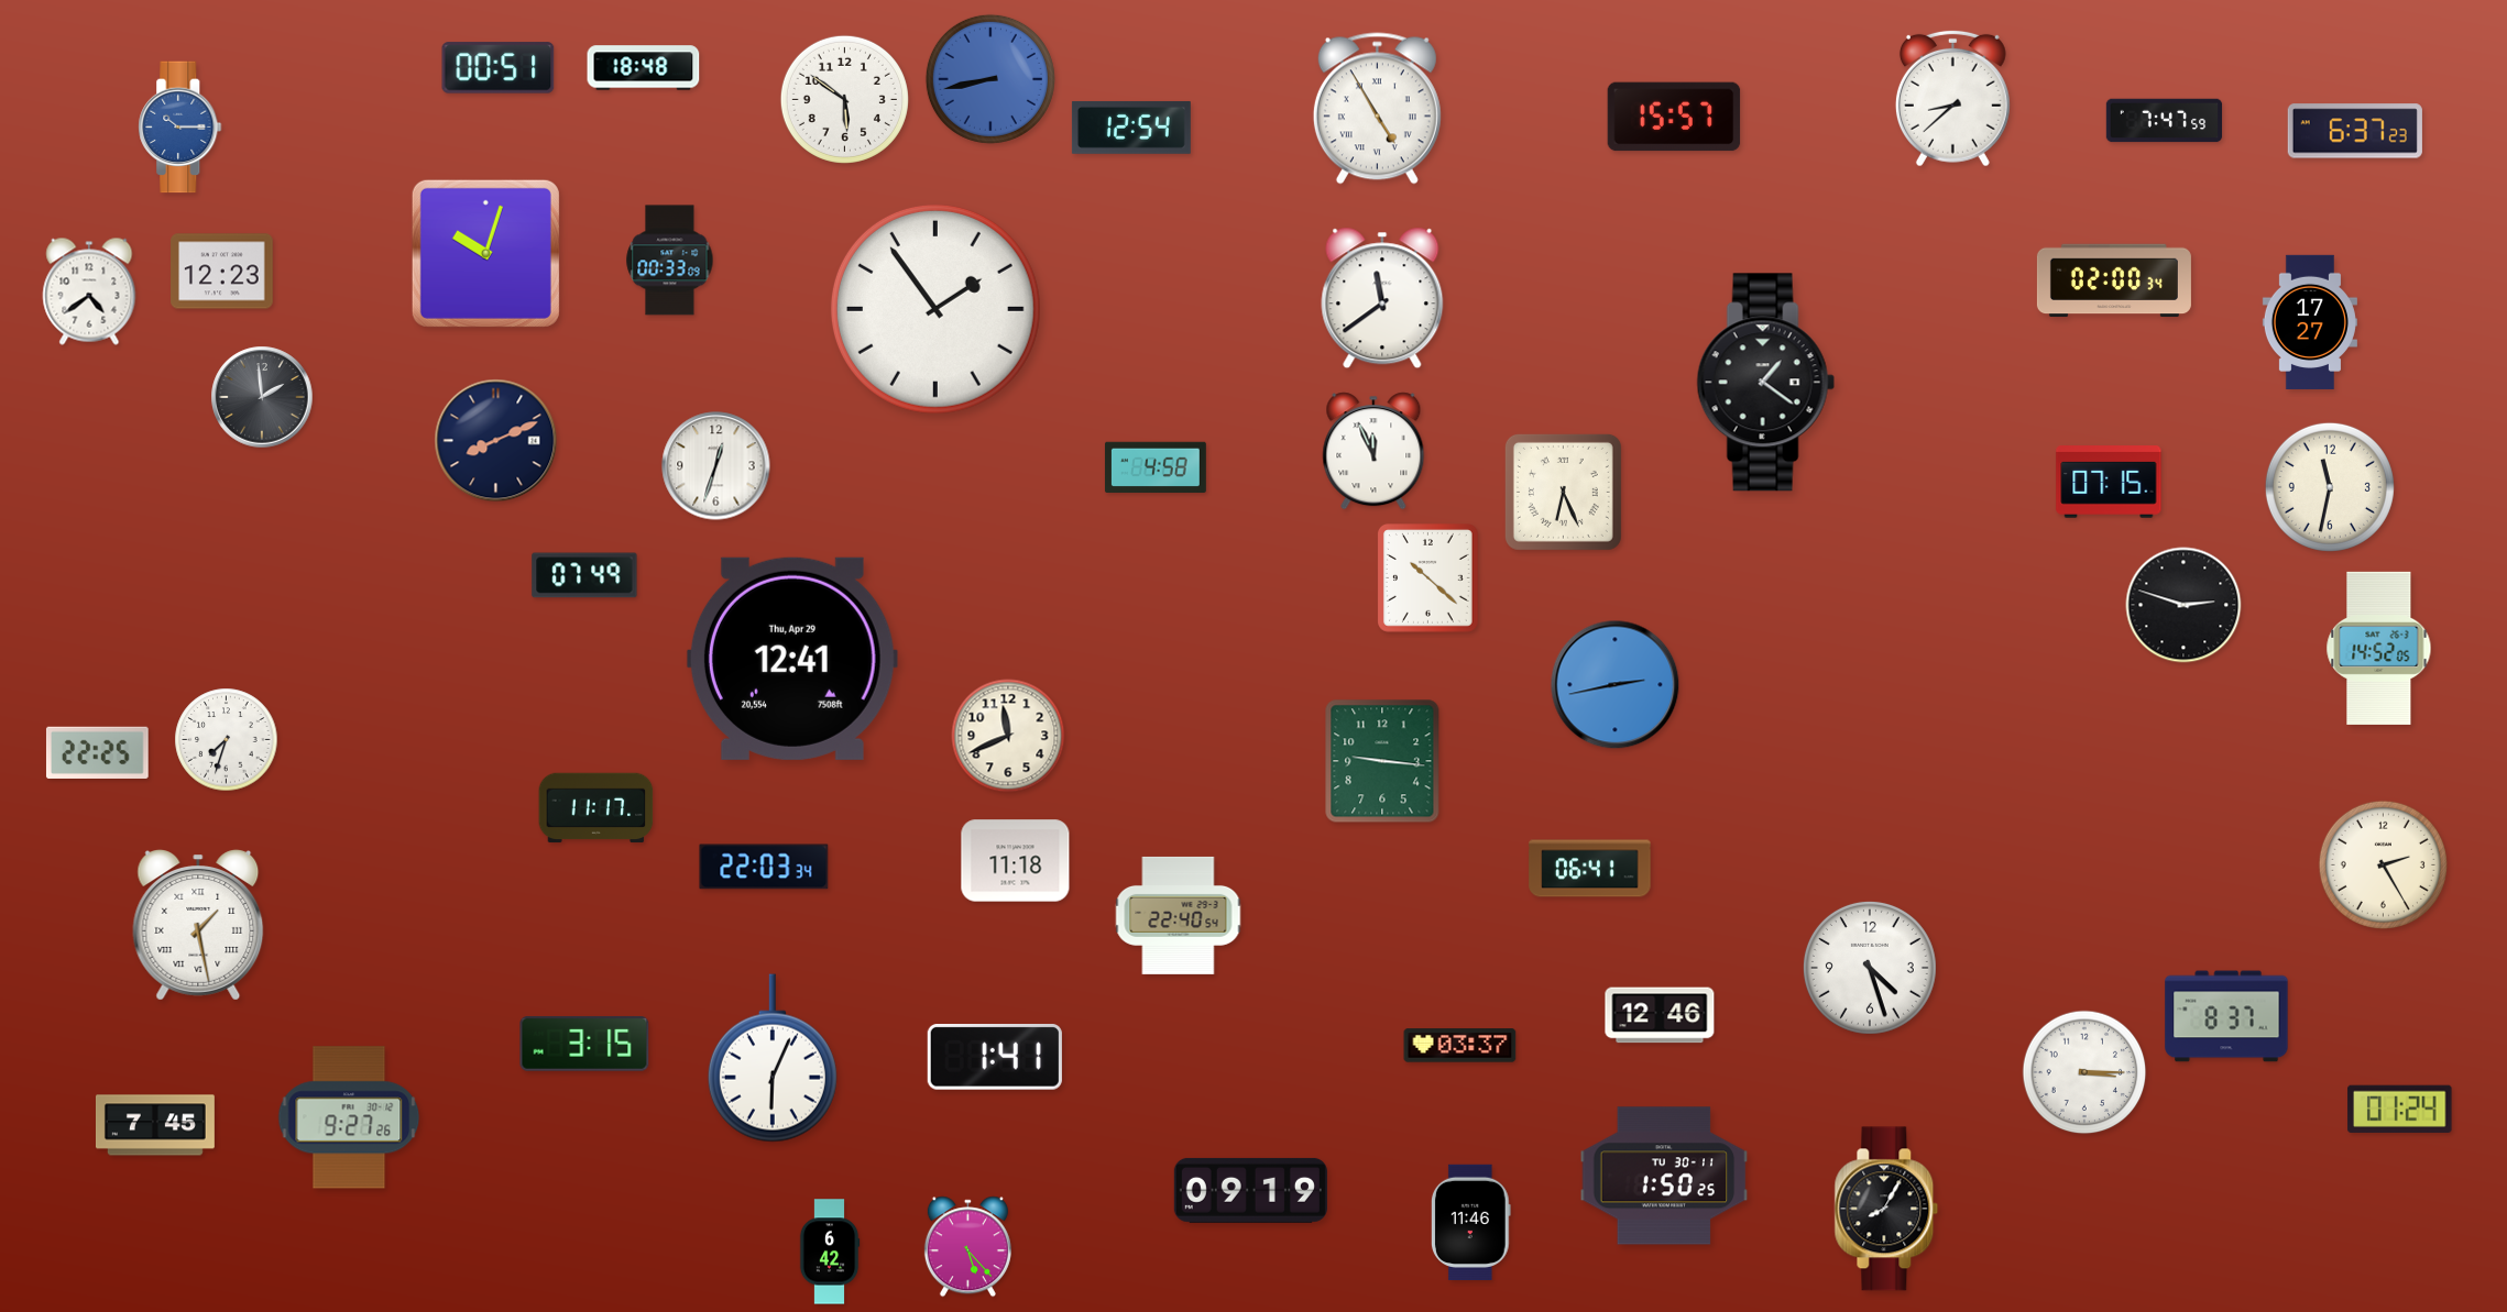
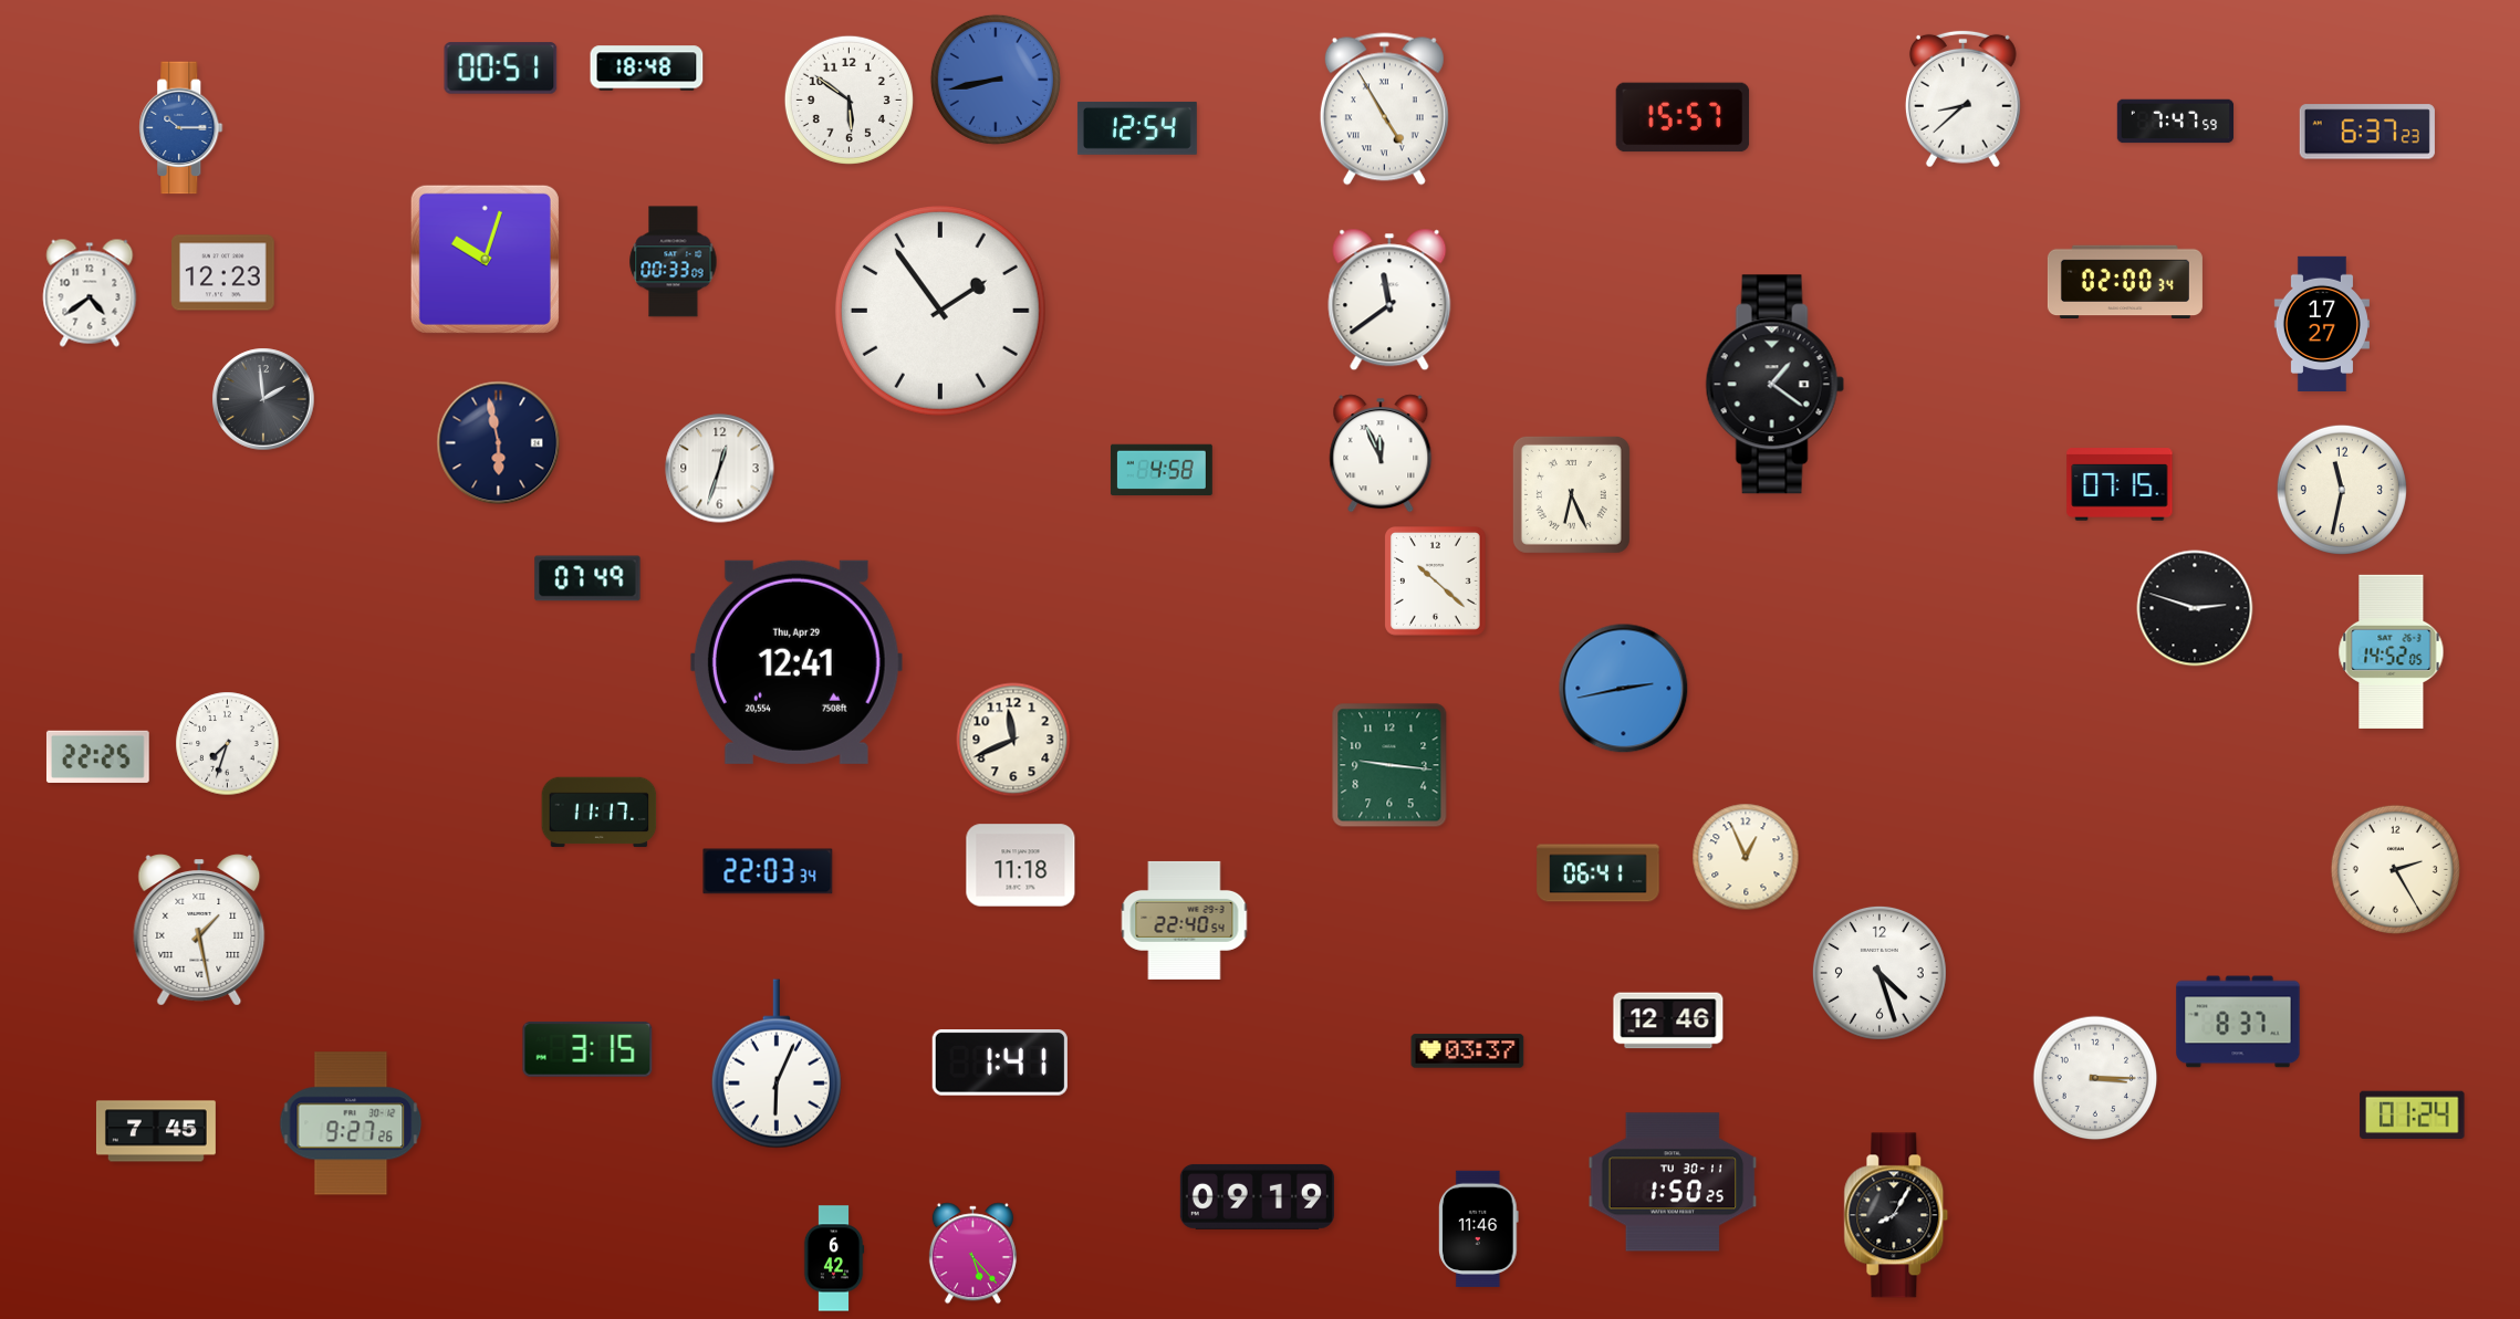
clock at (485, 253) position: (485, 253) -> (485, 259)
clock at (496, 441): 8:11 -> 5:58
clock at (1746, 857): none -> 12:56
